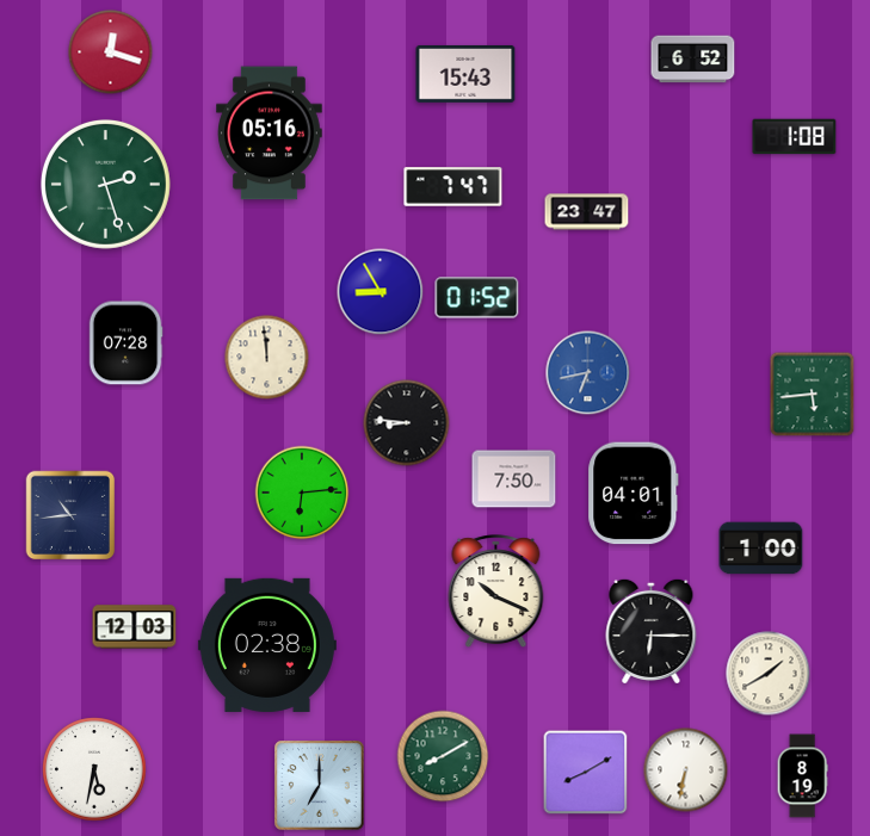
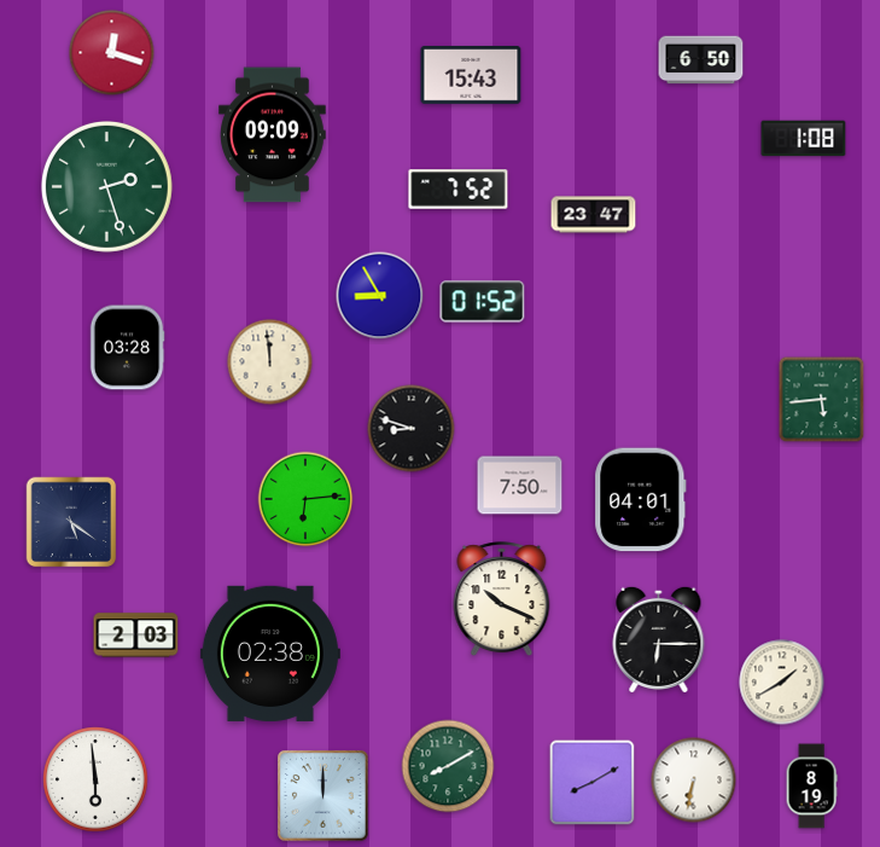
clock at (693, 60): 6:52 -> 6:50
clock at (270, 134): 05:16 -> 09:09
clock at (453, 187): 7:47 -> 7:52
clock at (381, 292) position: (381, 292) -> (380, 296)
clock at (125, 343): 07:28 -> 03:28
clock at (588, 373): 6:43 -> none
clock at (407, 423): 8:46 -> 8:48
clock at (70, 515): 10:44 -> 5:21
clock at (761, 549): 1:00 -> none
clock at (135, 627): 12:03 -> 2:03
clock at (769, 674) position: (769, 674) -> (782, 683)
clock at (94, 769): 5:32 -> 5:59
clock at (320, 786): 7:00 -> 12:00
